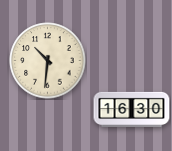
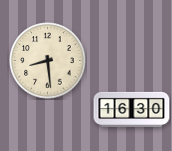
clock at (48, 61): 10:31 -> 8:29
